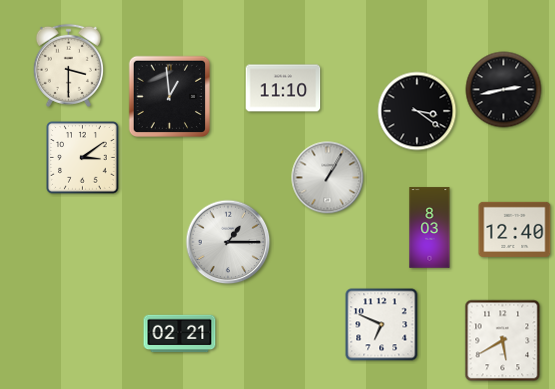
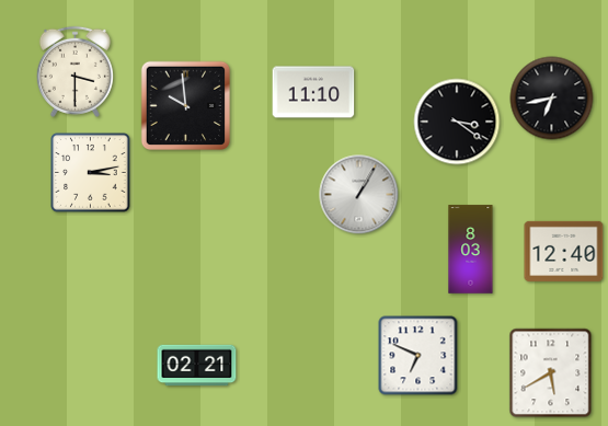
clock at (283, 88) position: (283, 88) -> (313, 92)
clock at (504, 90): 2:43 -> 6:43
clock at (170, 97): 12:59 -> 9:59
clock at (83, 158): 3:09 -> 3:13
clock at (228, 242): 1:15 -> none
